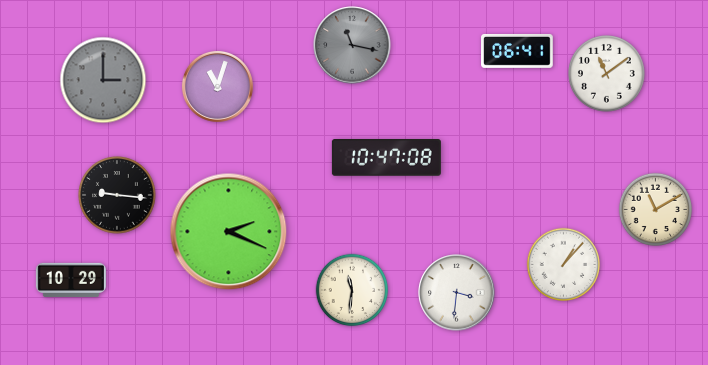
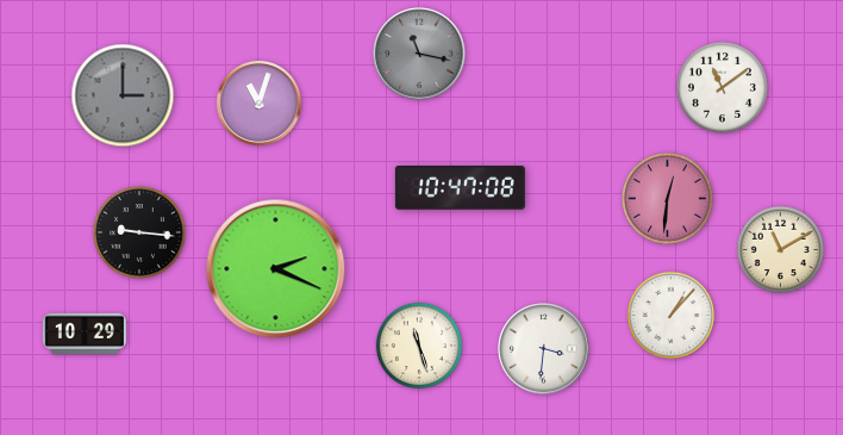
clock at (517, 51): 06:41 -> none
clock at (668, 199): none -> 12:31
clock at (229, 232) position: (229, 232) -> (276, 269)
clock at (352, 290): 11:31 -> 11:27
